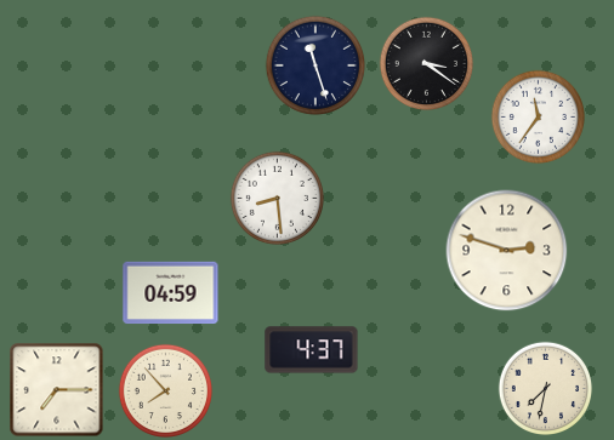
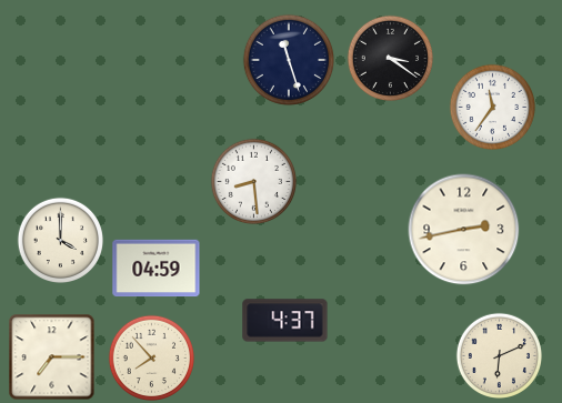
clock at (507, 251): 2:48 -> 2:43
clock at (60, 240): none -> 4:00
clock at (545, 388): 7:32 -> 6:11
